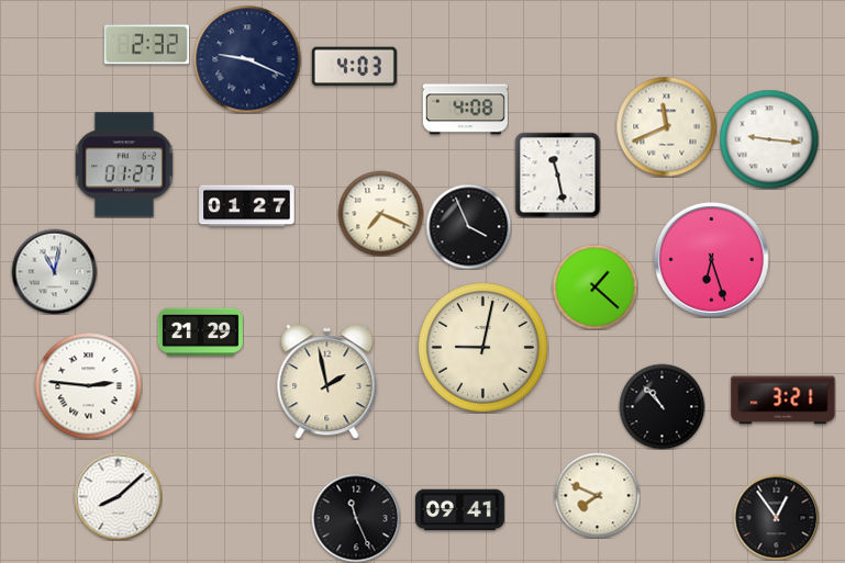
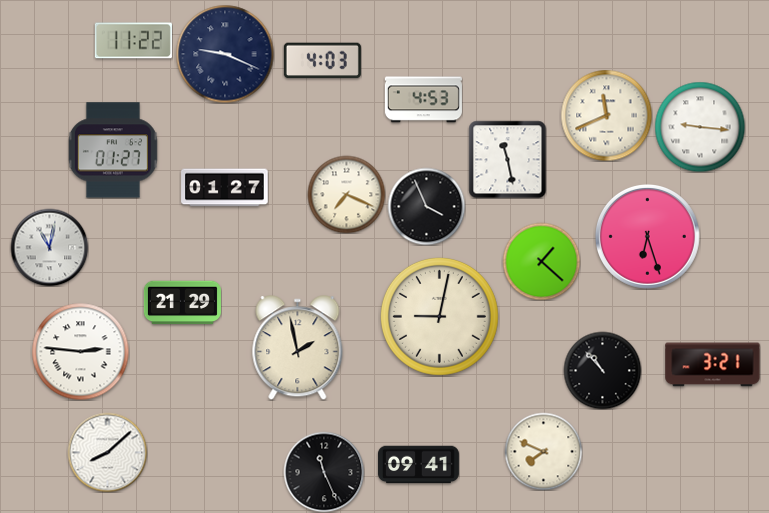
clock at (146, 45): 2:32 -> 11:22
clock at (465, 110): 4:08 -> 4:53
clock at (776, 517): 12:54 -> none
